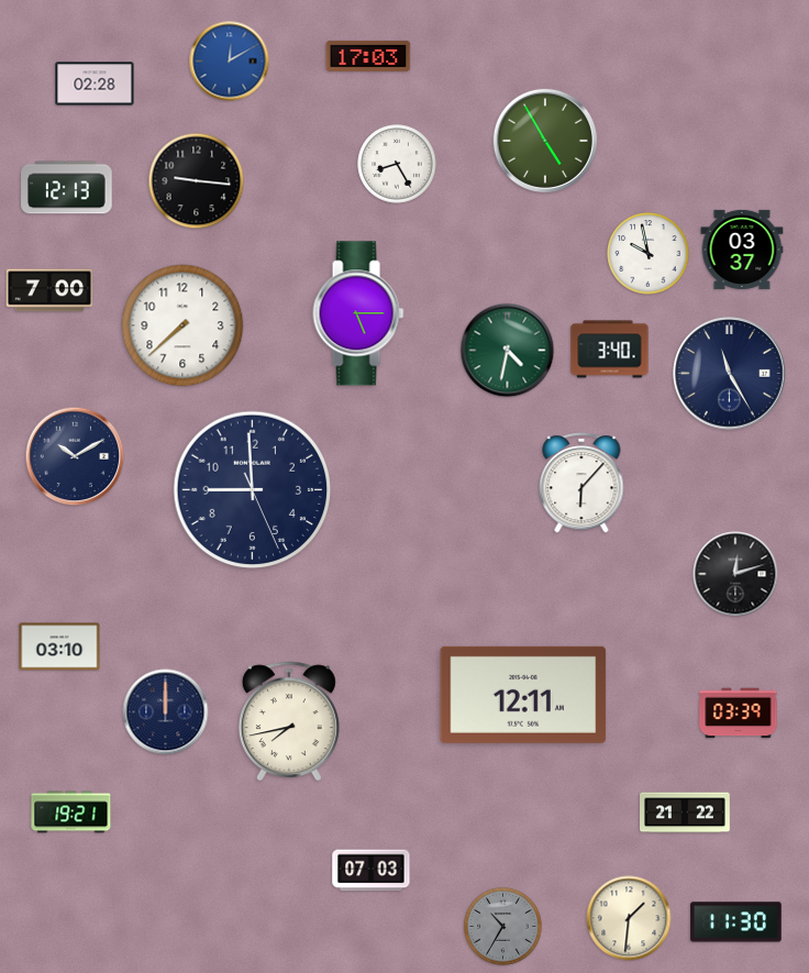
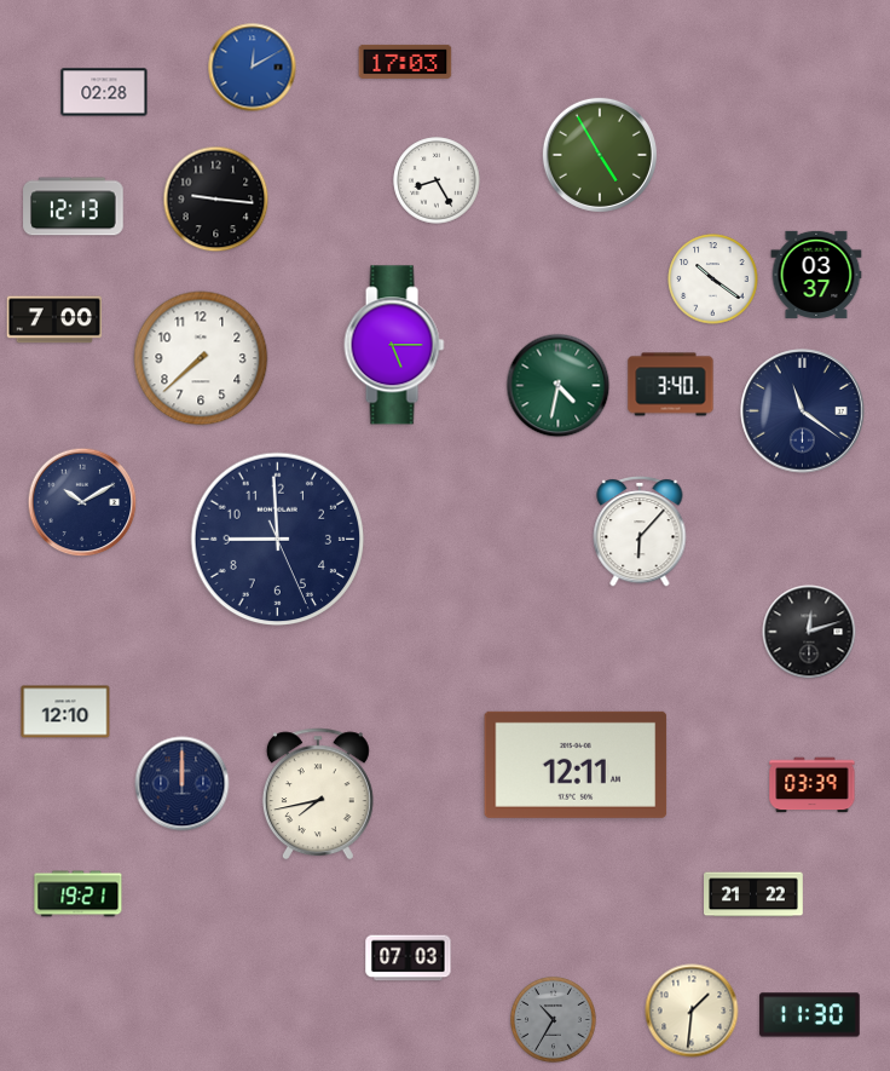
clock at (649, 254): 9:58 -> 10:21
clock at (730, 374): 11:25 -> 11:21
clock at (59, 646): 03:10 -> 12:10
